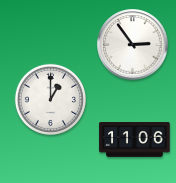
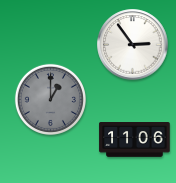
clock at (50, 99) dial: white -> grey
